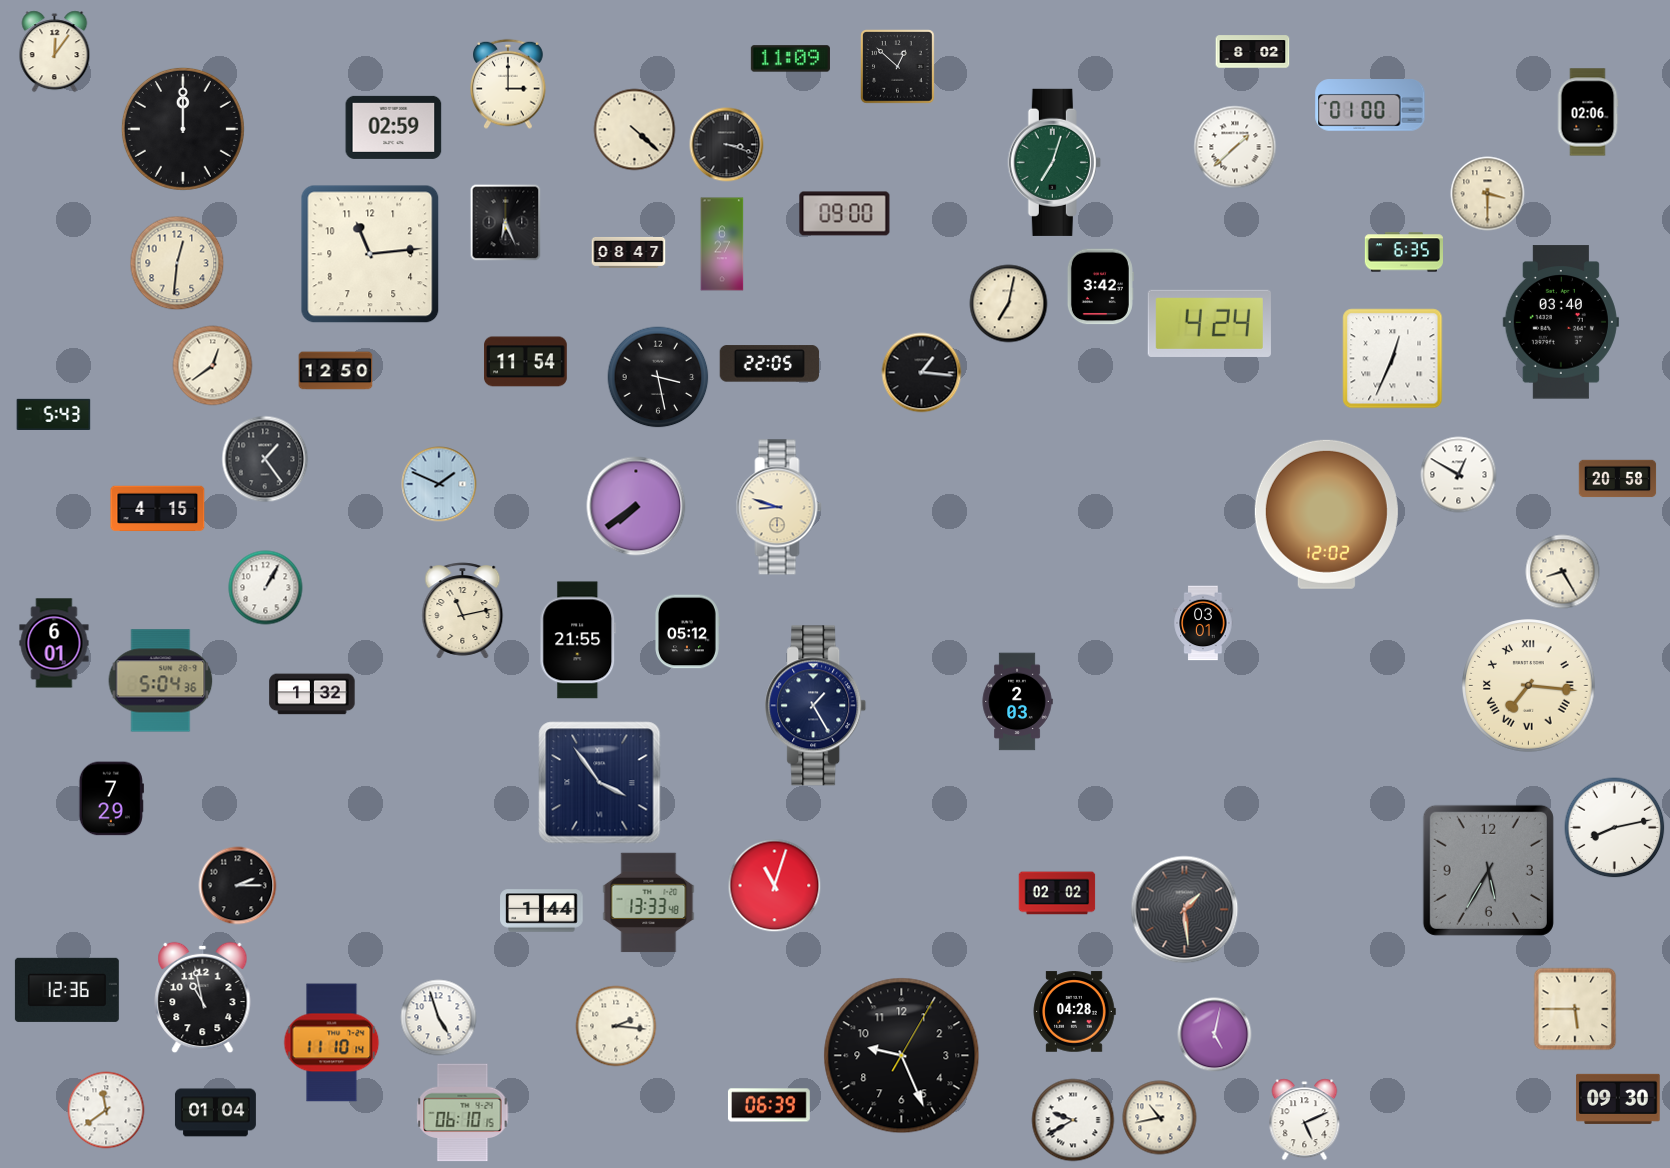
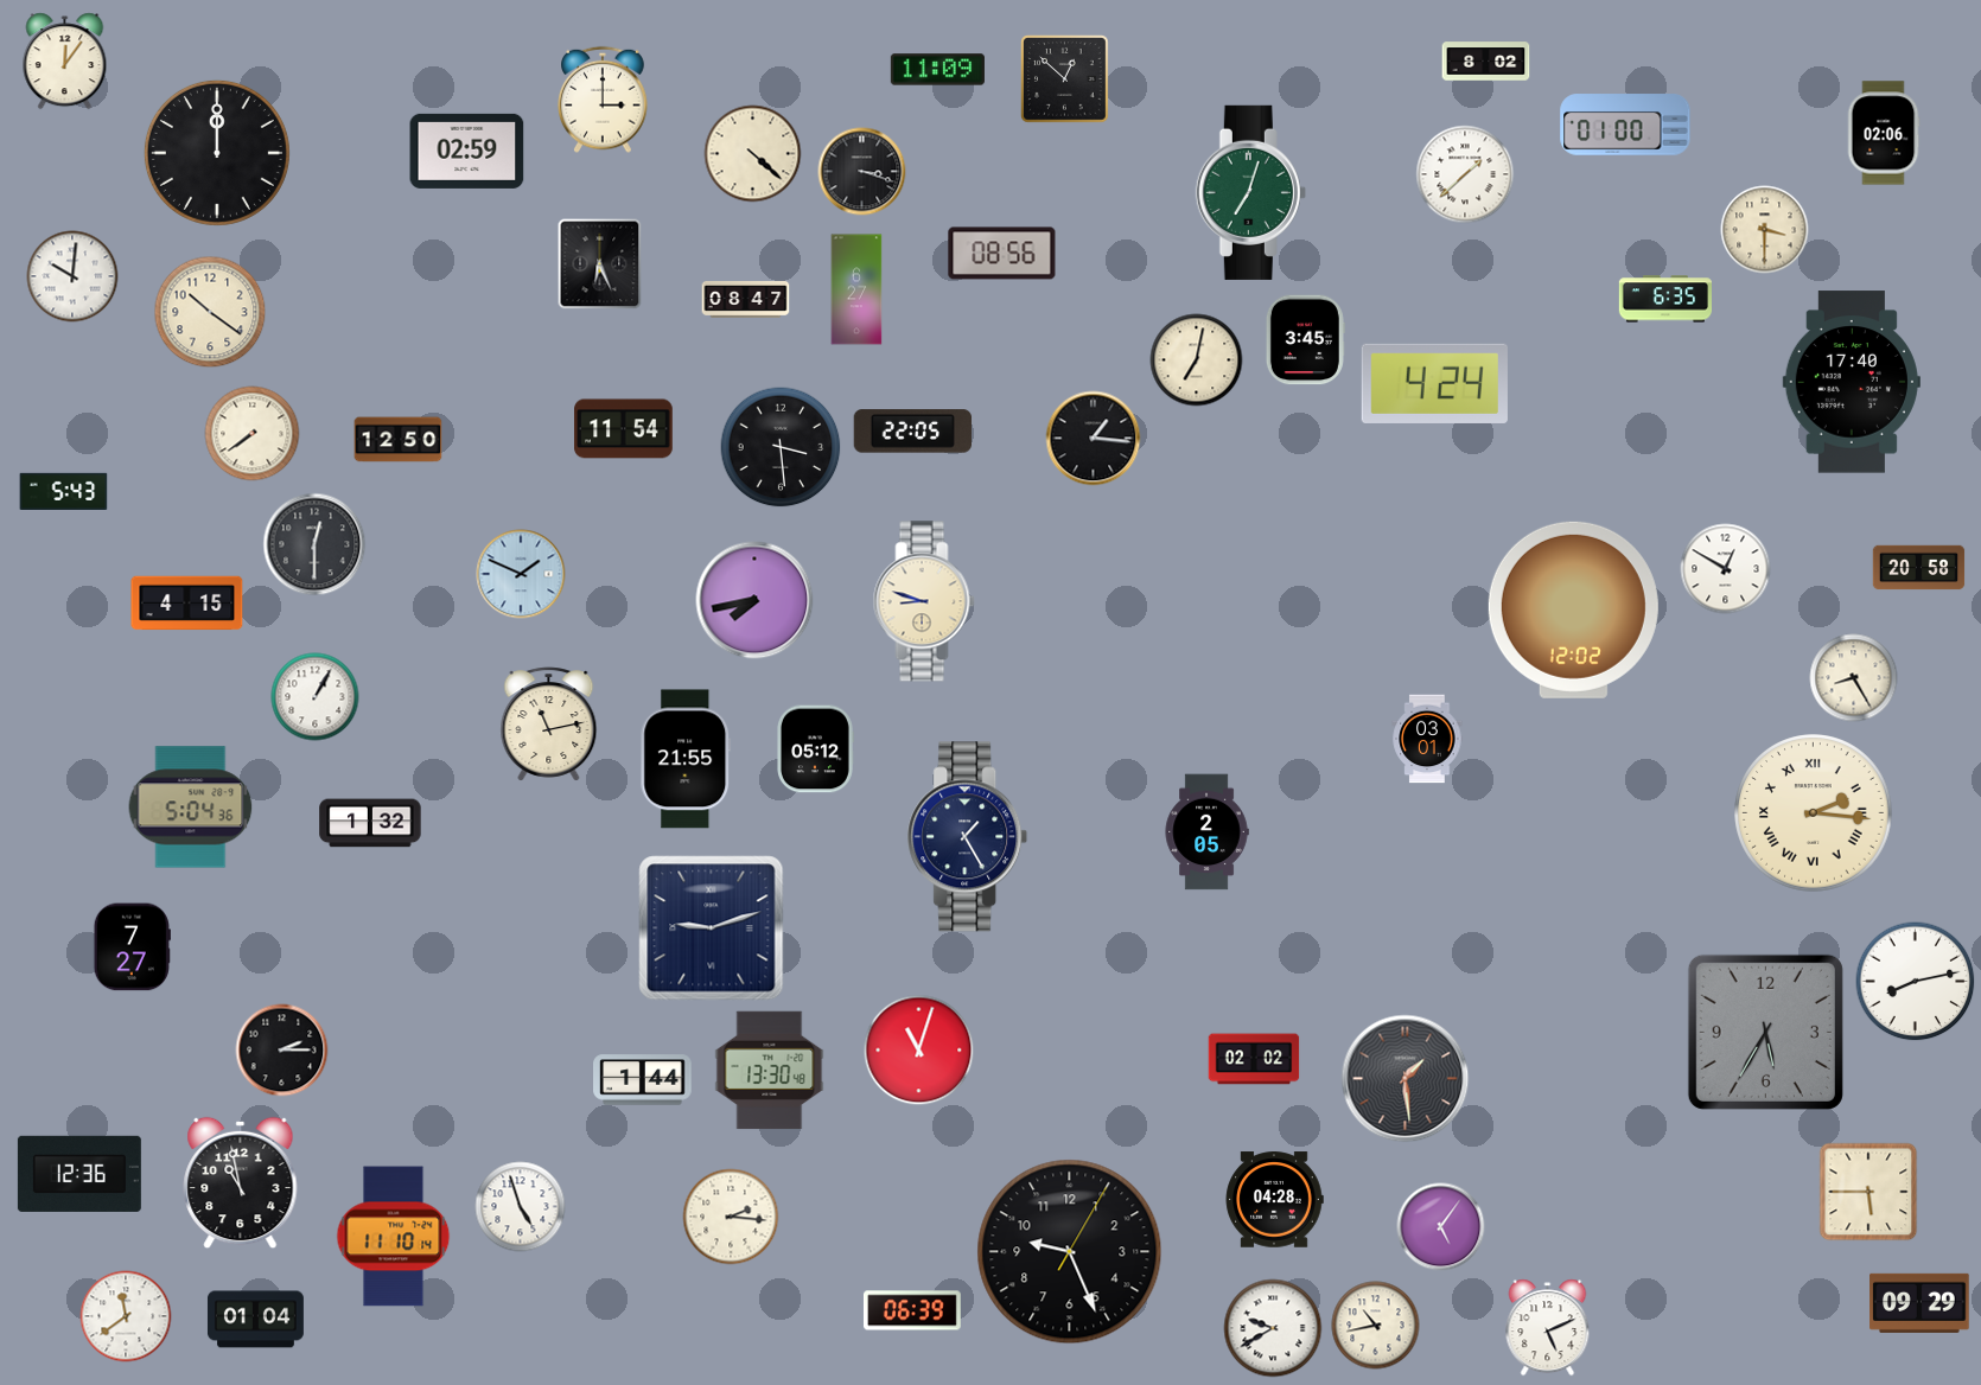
clock at (845, 214): 09:00 -> 08:56
clock at (72, 276): none -> 10:01
clock at (370, 254): 11:14 -> none
clock at (177, 263): 12:31 -> 10:21
clock at (1100, 287): 3:42 -> 3:45
clock at (1561, 322): 03:40 -> 17:40
clock at (1393, 359): 12:34 -> none
clock at (213, 366): 12:39 -> 7:39
clock at (922, 373) position: (922, 373) -> (1094, 439)
clock at (658, 377): 3:28 -> 3:29
clock at (265, 459): 1:24 -> 12:30
clock at (1459, 475) position: (1459, 475) -> (1726, 569)
clock at (636, 506): 7:39 -> 7:43
clock at (54, 643): 6:01 -> none
clock at (1529, 686): 7:16 -> 2:16
clock at (1017, 702): 2:03 -> 2:05
clock at (600, 783): 3:54 -> 9:12
clock at (111, 799): 7:29 -> 7:27
clock at (649, 903): 13:33 -> 13:30
clock at (1575, 1009) position: (1575, 1009) -> (1868, 1192)
clock at (1215, 1035): 5:02 -> 5:06
clock at (1618, 1099): 09:30 -> 09:29
clock at (463, 1113): 06:10 -> none
